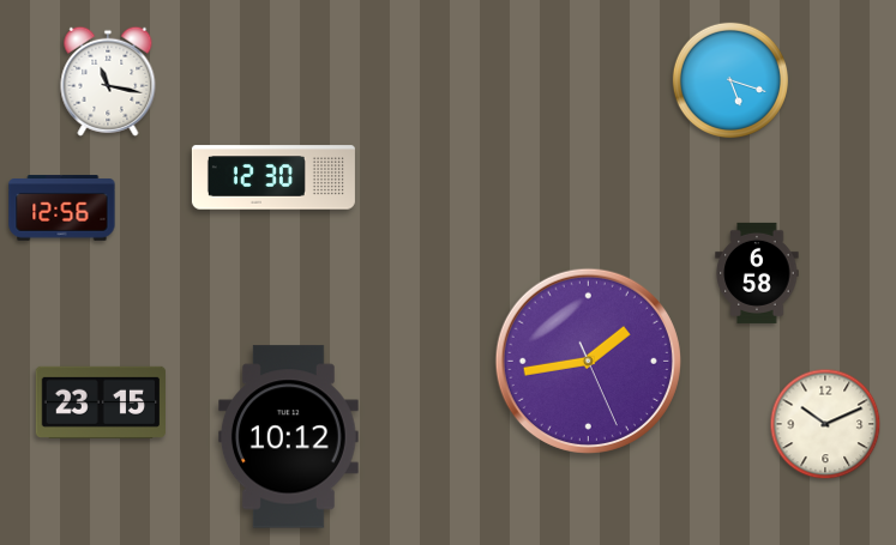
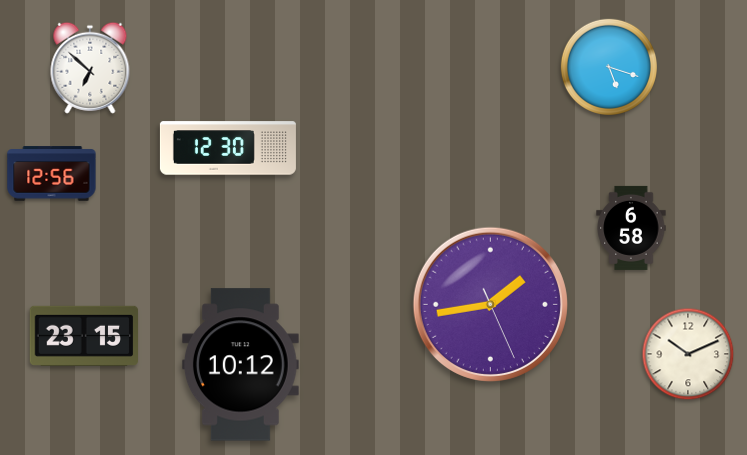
clock at (108, 81): 11:17 -> 6:52
clock at (588, 361) position: (588, 361) -> (490, 304)
